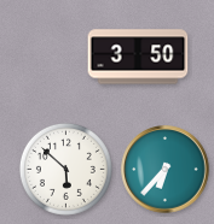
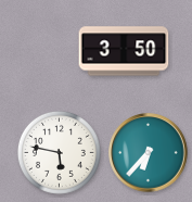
clock at (65, 169): 5:52 -> 5:47
